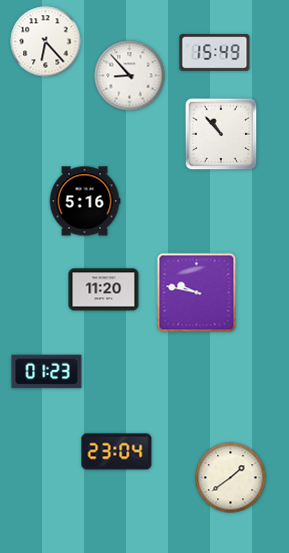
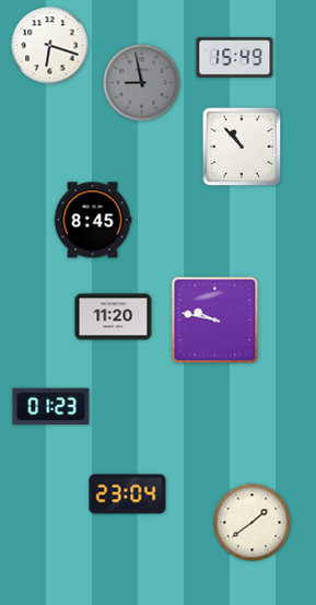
clock at (46, 42): 6:23 -> 6:18
clock at (130, 76): 8:53 -> 8:58
clock at (130, 76) dial: white -> grey
clock at (85, 201): 5:16 -> 8:45
